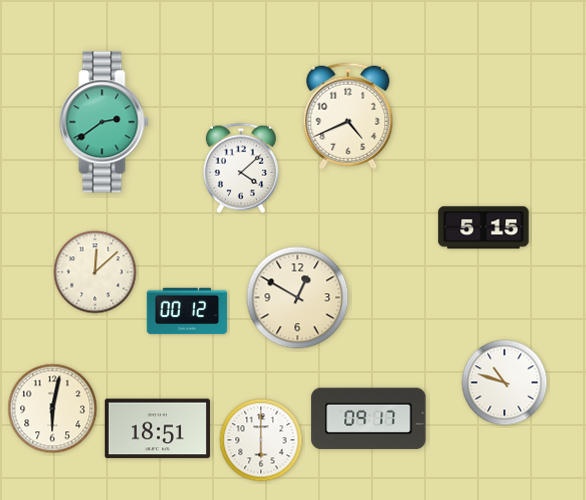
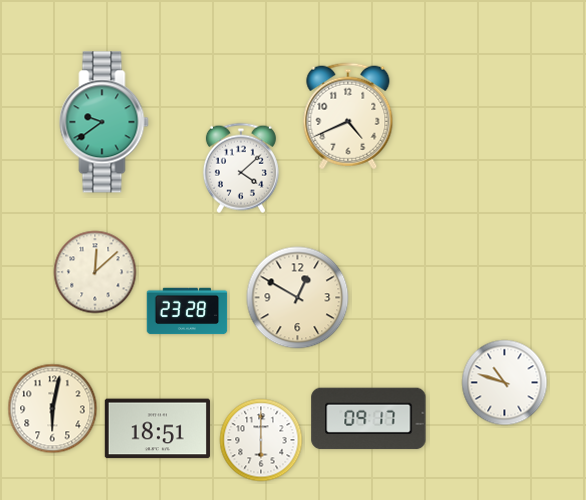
clock at (104, 122): 2:39 -> 9:39
clock at (484, 228): 5:15 -> none
clock at (187, 311): 00:12 -> 23:28
